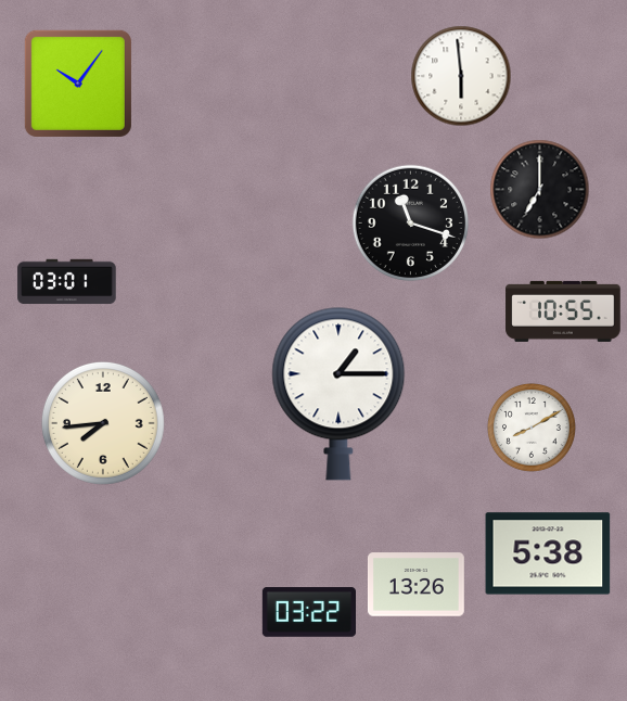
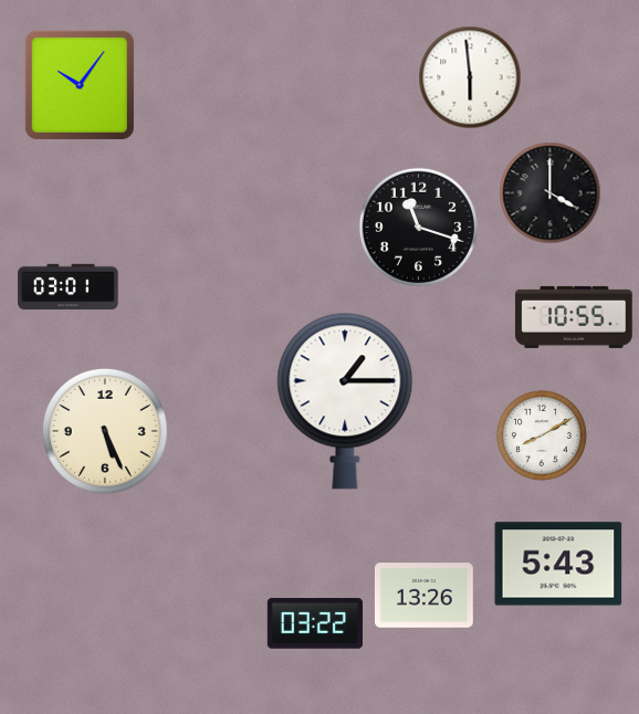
clock at (540, 190): 7:00 -> 4:00
clock at (103, 423): 7:44 -> 5:26
clock at (548, 553): 5:38 -> 5:43
